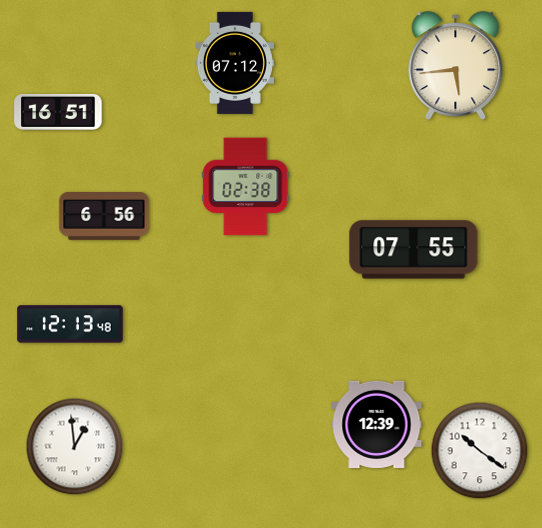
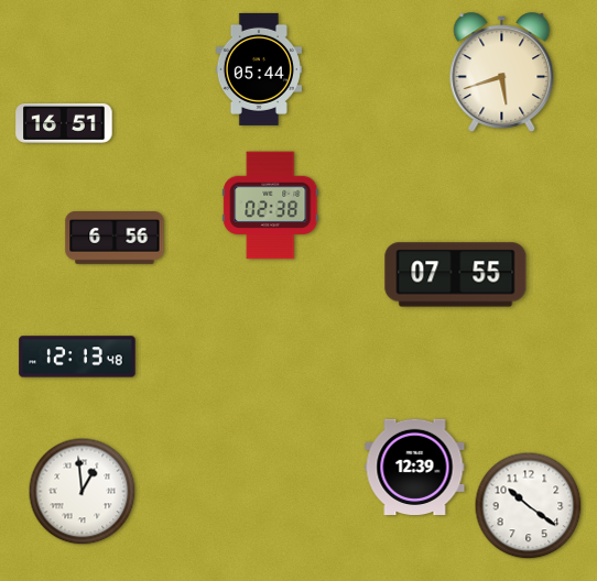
clock at (235, 63): 07:12 -> 05:44
clock at (456, 65): 5:44 -> 5:42
clock at (480, 451) position: (480, 451) -> (529, 506)
